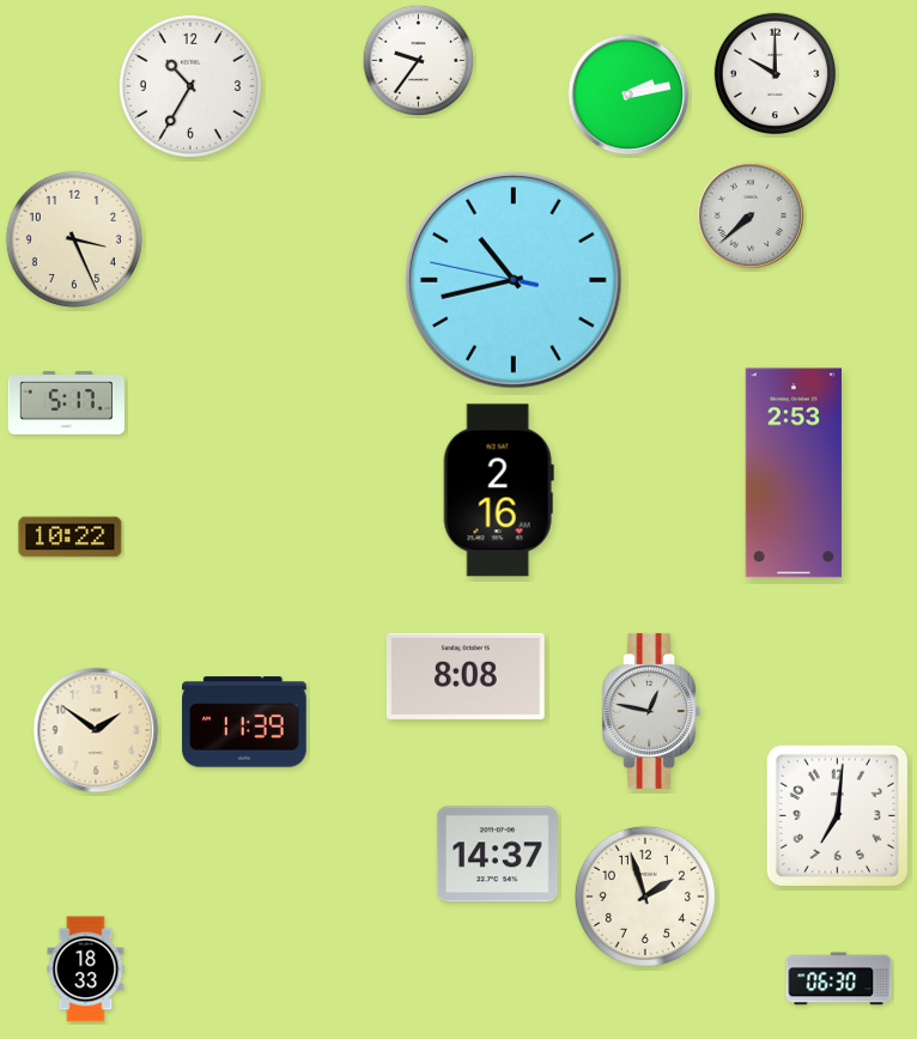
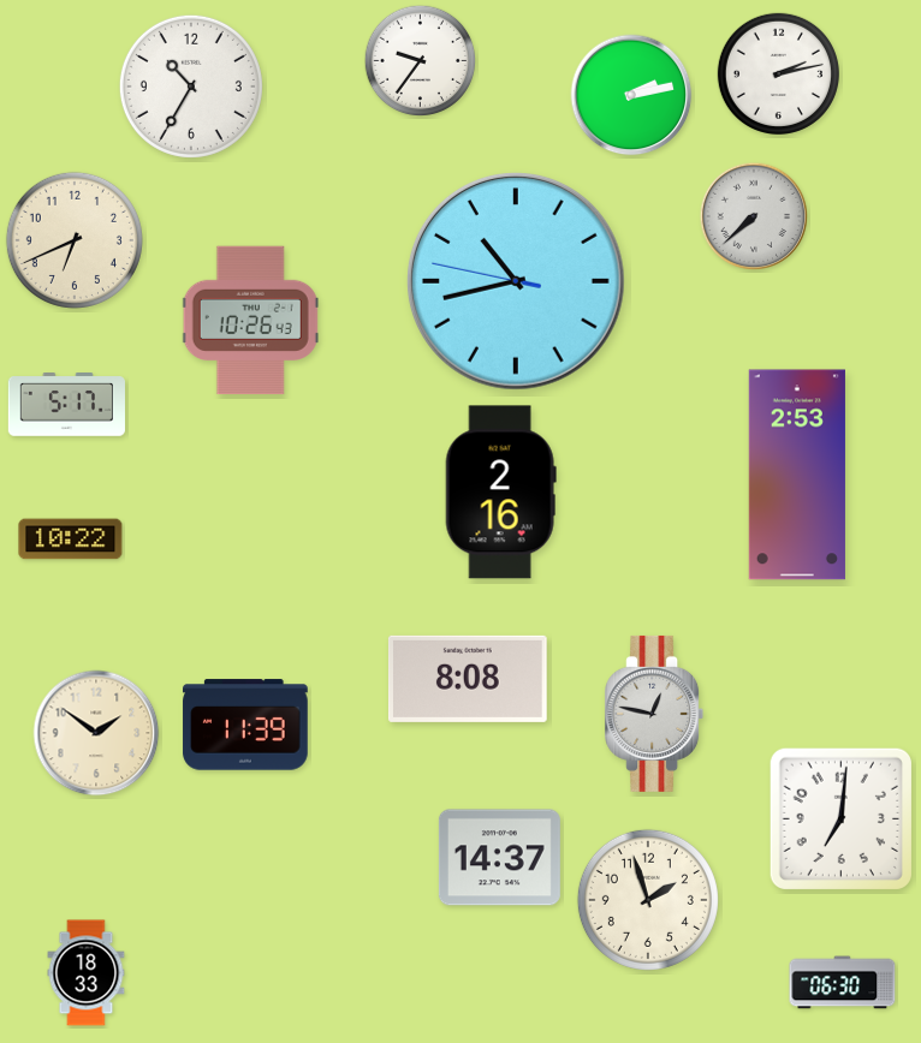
clock at (775, 73): 10:00 -> 2:13
clock at (74, 239): 3:26 -> 6:41
clock at (250, 321): none -> 10:26
